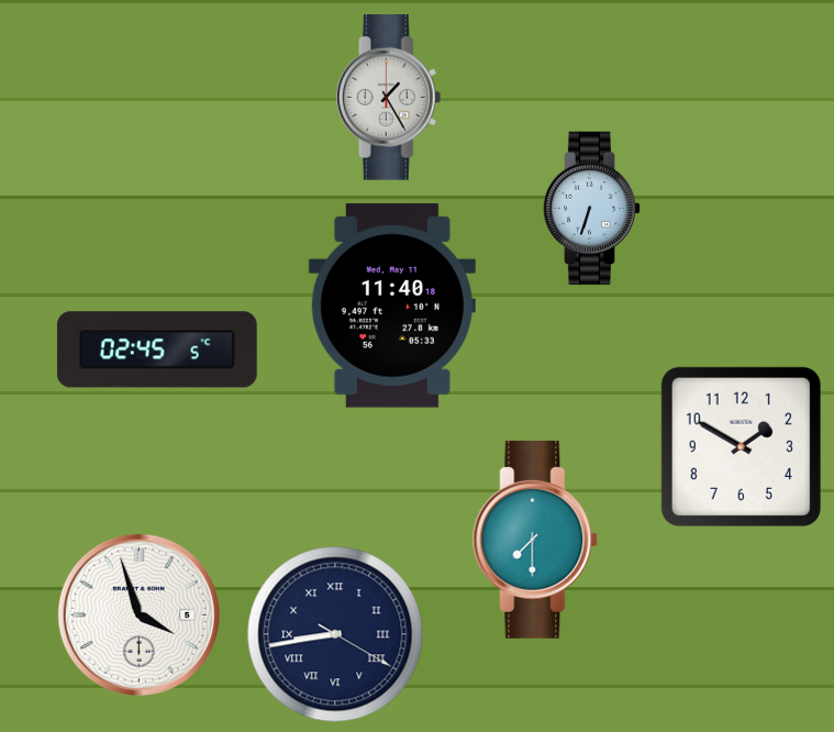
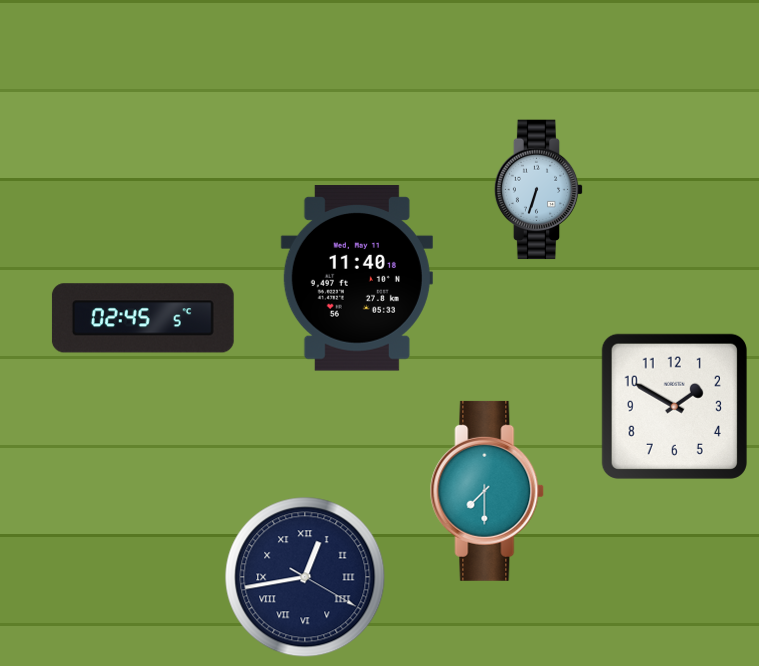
clock at (389, 98): 1:25 -> none
clock at (138, 614): 3:57 -> none
clock at (335, 634): 8:43 -> 12:43
